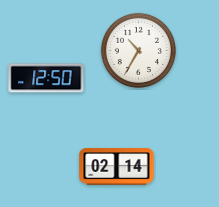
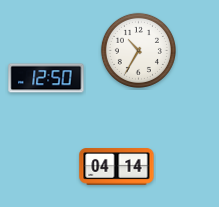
clock at (117, 167): 02:14 -> 04:14
